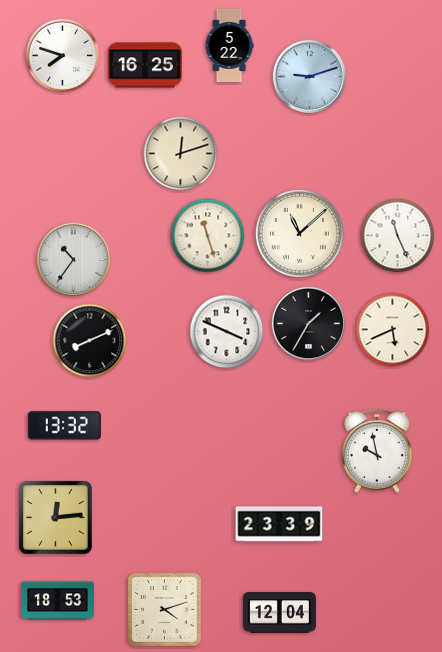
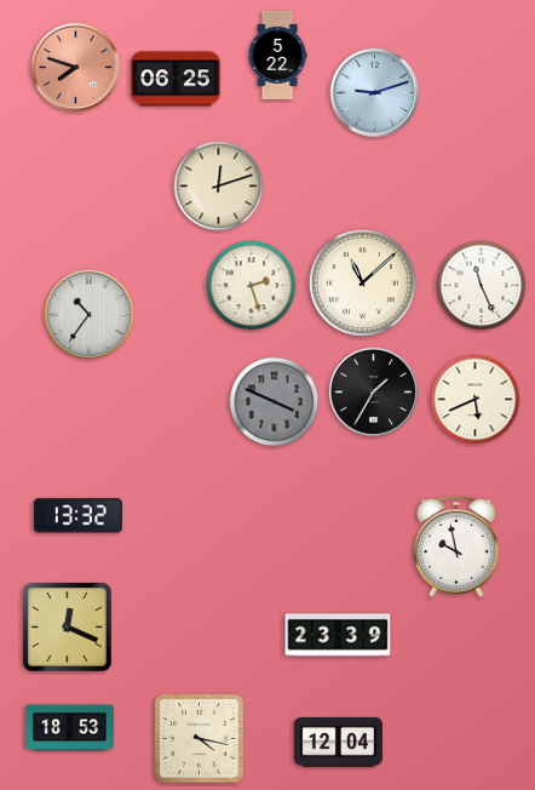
clock at (62, 55) dial: white -> salmon
clock at (145, 65): 16:25 -> 06:25
clock at (208, 236): 11:27 -> 2:27
clock at (227, 332) dial: white -> grey
clock at (90, 341): 8:11 -> none
clock at (55, 517): 12:14 -> 12:19
clock at (165, 610): 4:12 -> 4:17
